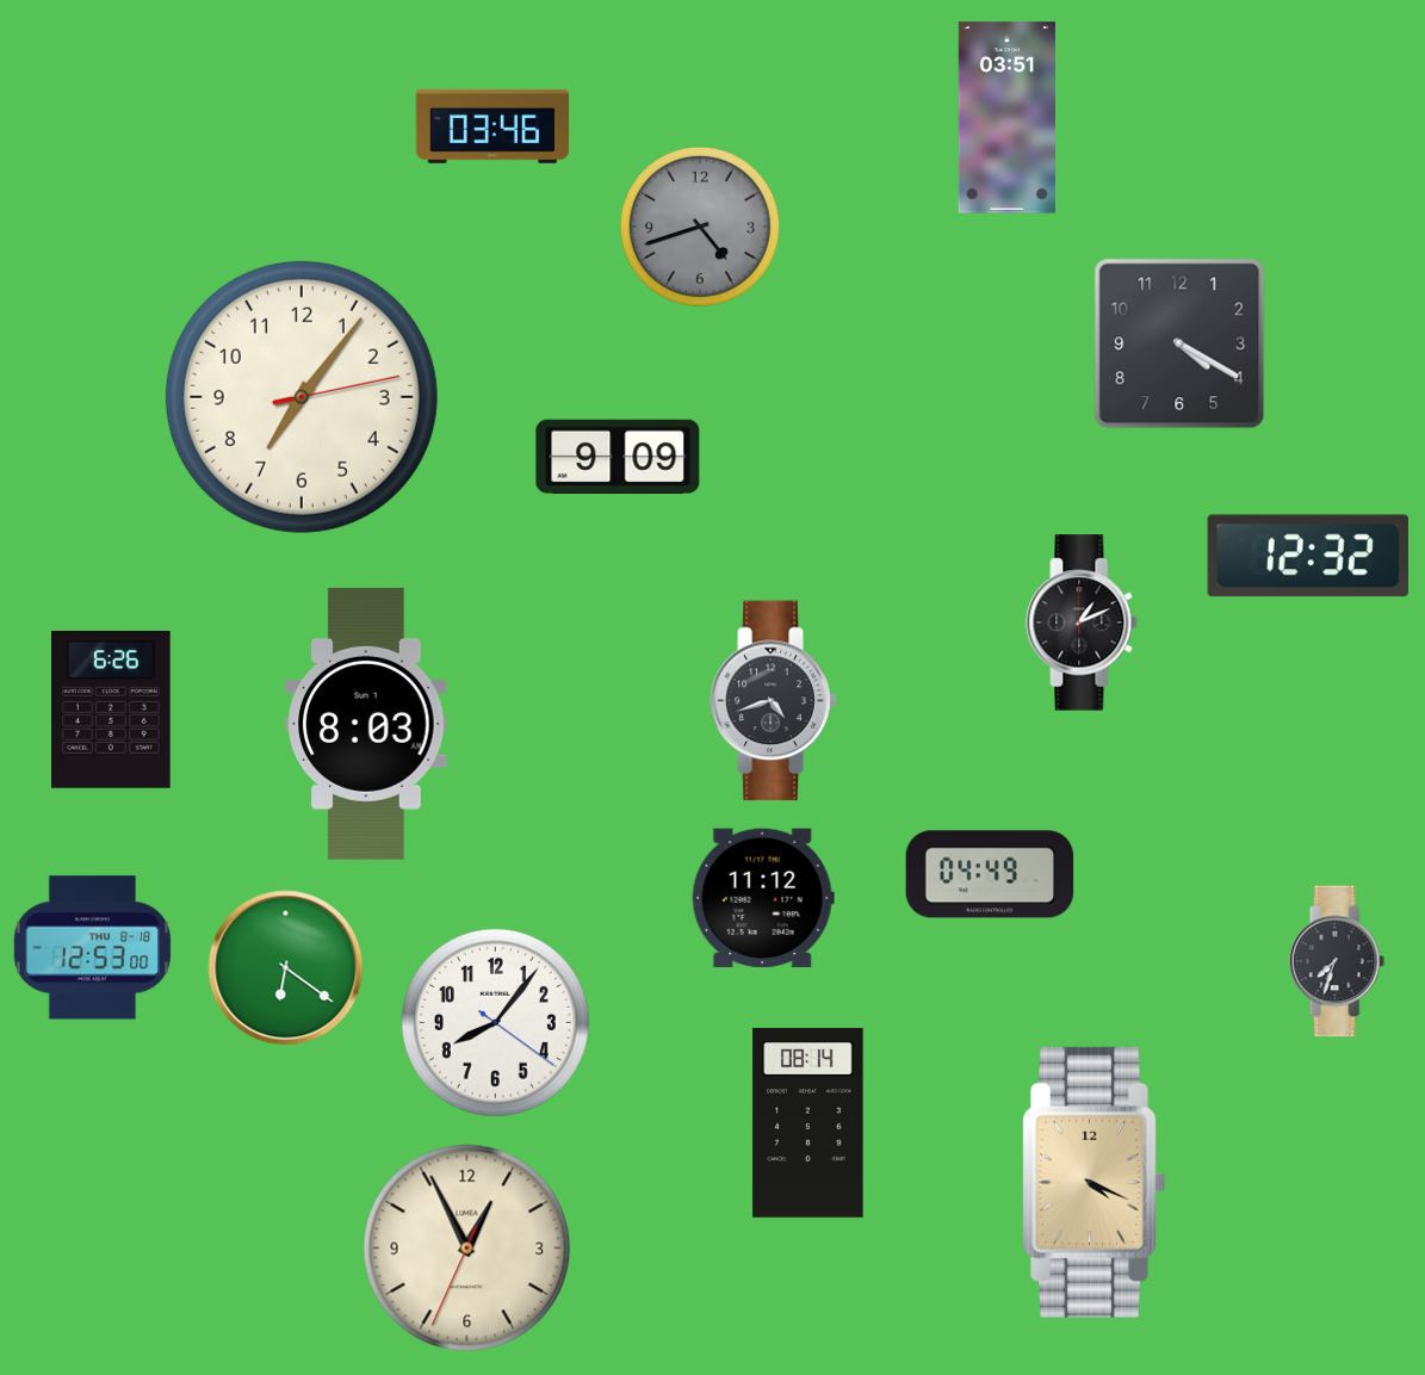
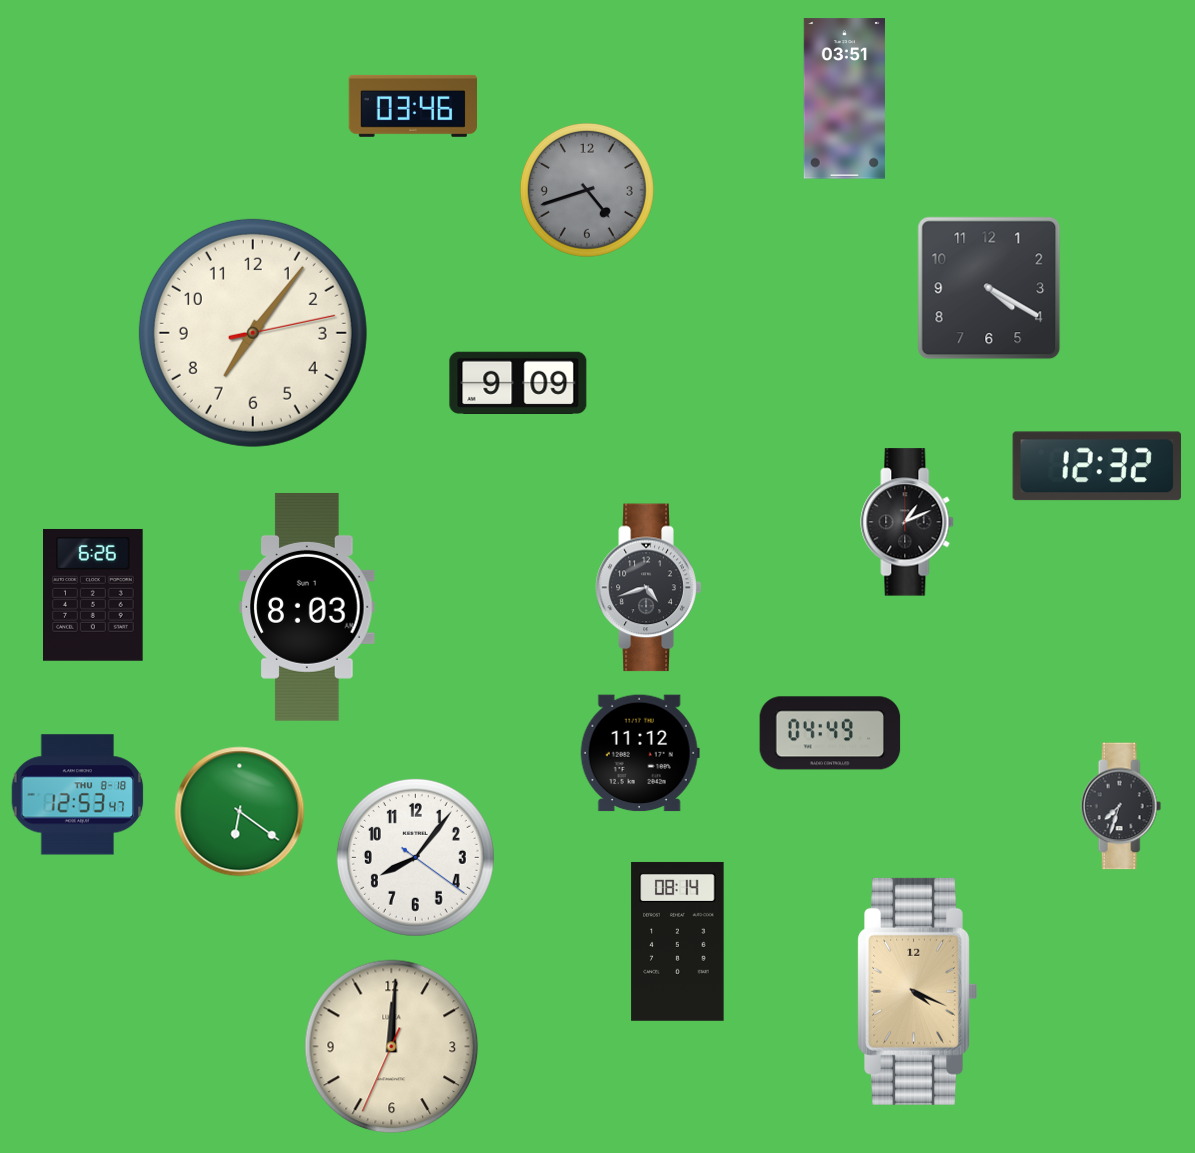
clock at (93, 948): 12:53:00 -> 12:53:47
clock at (467, 1249): 12:55 -> 12:00
